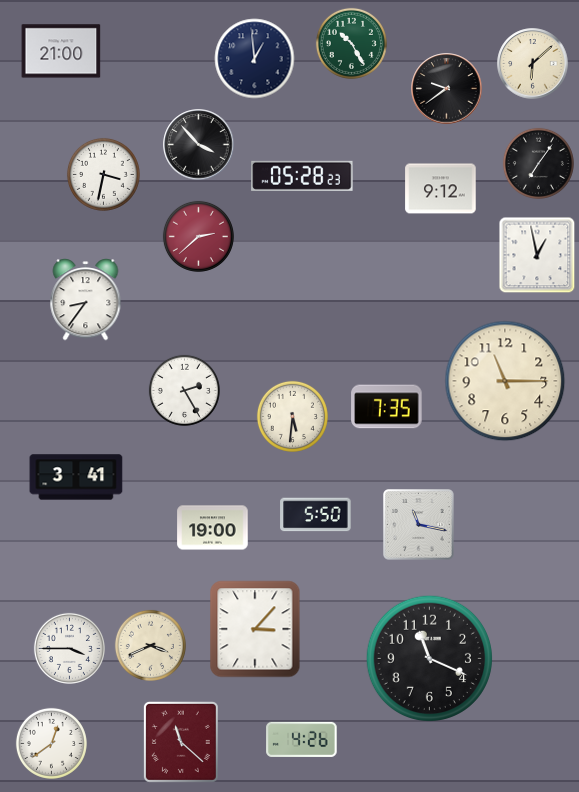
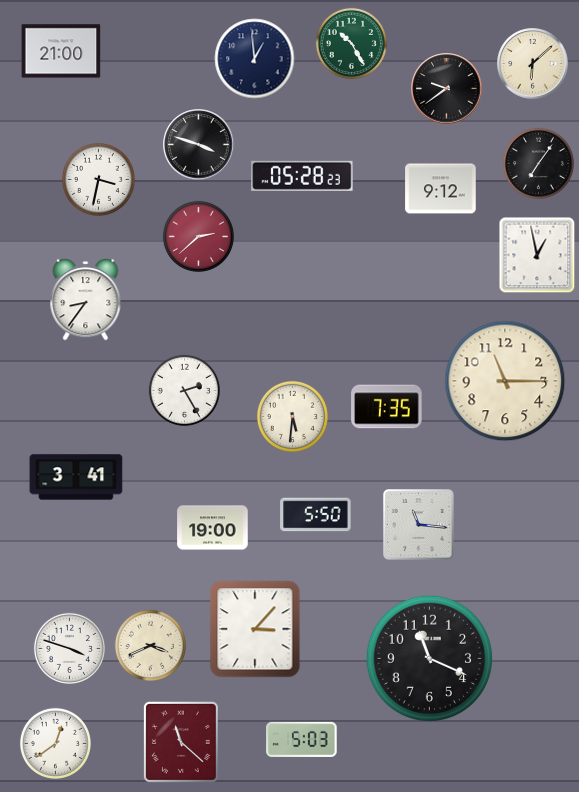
clock at (199, 145): 3:53 -> 3:48
clock at (103, 174) position: (103, 174) -> (98, 179)
clock at (419, 525): 11:17 -> 11:16
clock at (69, 648): 3:45 -> 3:48
clock at (302, 739): 4:26 -> 5:03
clock at (51, 743) position: (51, 743) -> (55, 743)
